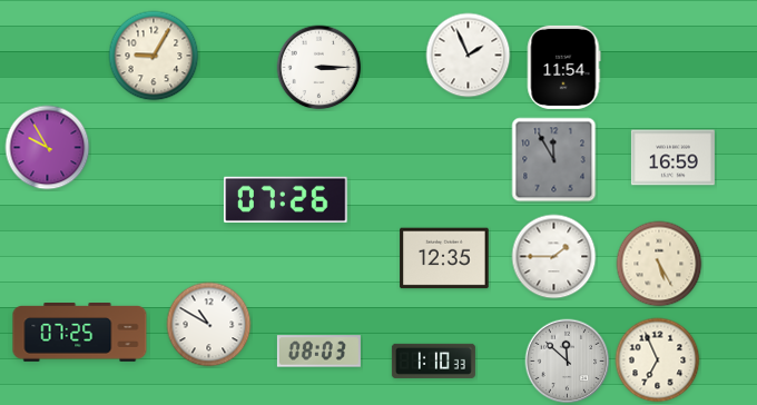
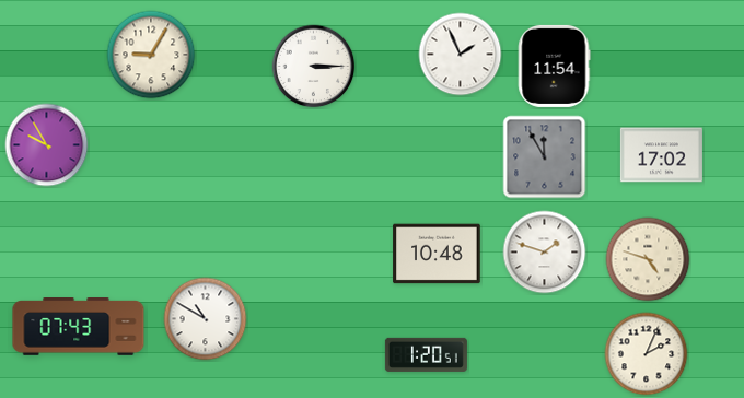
clock at (672, 158): 16:59 -> 17:02
clock at (286, 199): 07:26 -> none
clock at (554, 257): 1:45 -> 1:48
clock at (444, 258): 12:35 -> 10:48
clock at (659, 264): 5:25 -> 4:48
clock at (80, 333): 07:25 -> 07:43
clock at (318, 352): 08:03 -> none
clock at (433, 360): 1:10 -> 1:20
clock at (658, 360): 6:56 -> 2:04
clock at (568, 362): 11:52 -> none
